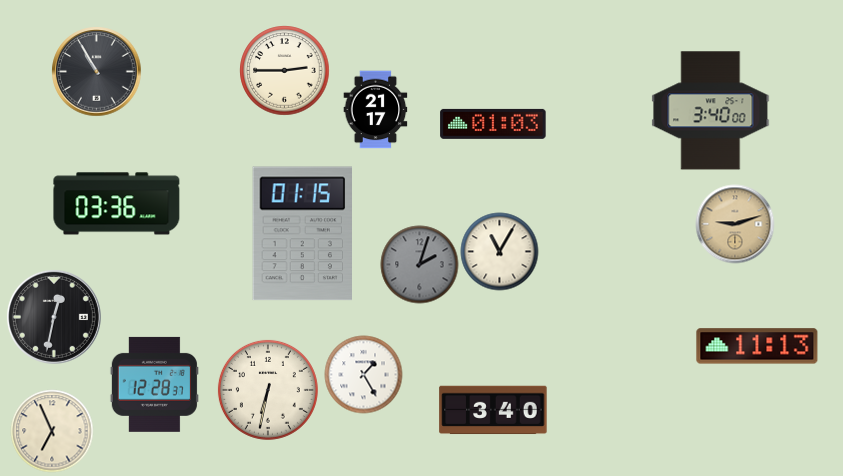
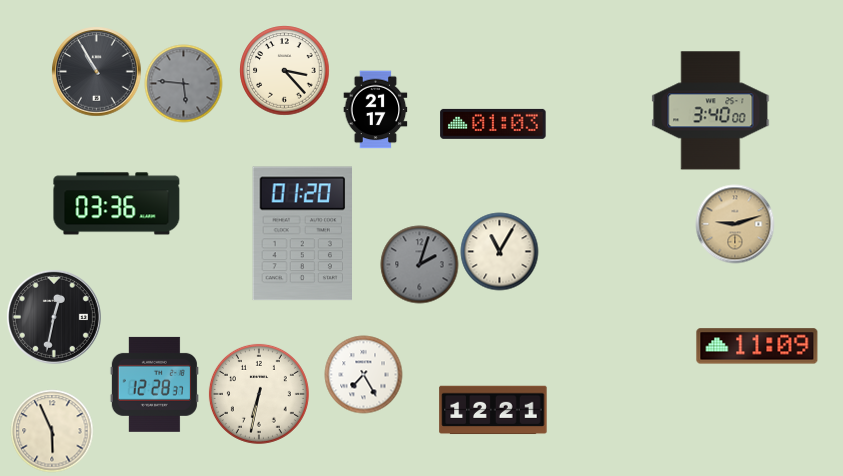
clock at (284, 70): 2:45 -> 3:23
clock at (183, 83): none -> 5:46
clock at (302, 234): 01:15 -> 01:20
clock at (757, 346): 11:13 -> 11:09
clock at (363, 374): 1:25 -> 7:25
clock at (268, 390) position: (268, 390) -> (259, 394)
clock at (493, 410): 3:40 -> 12:21
clock at (52, 431): 6:56 -> 5:56
